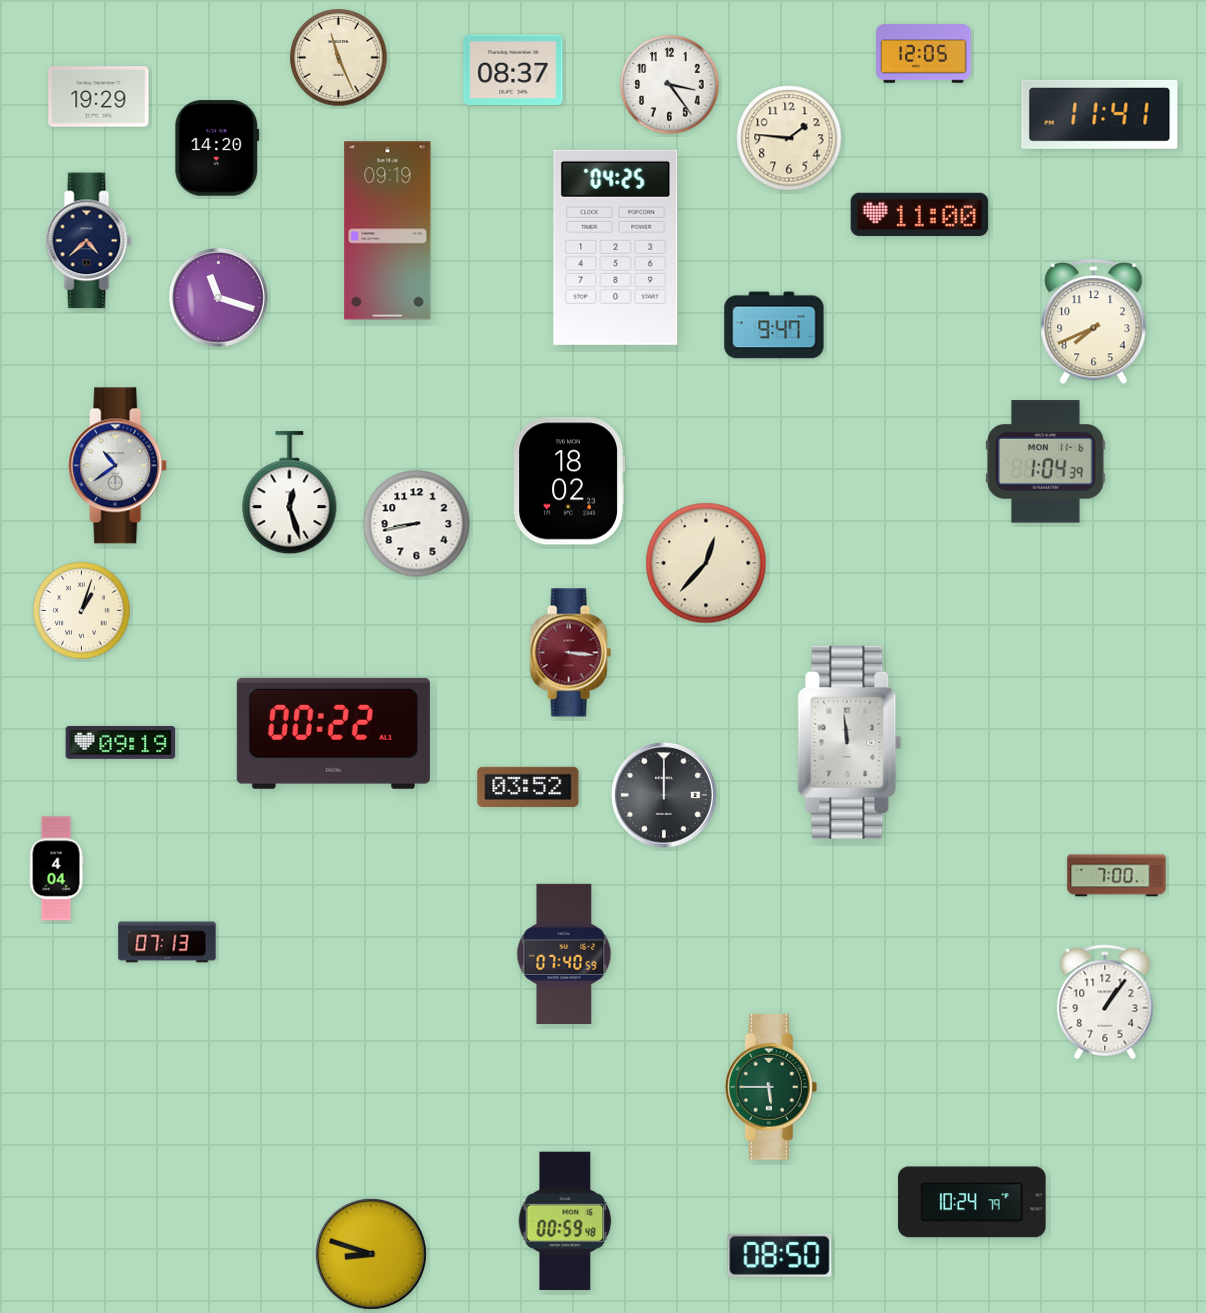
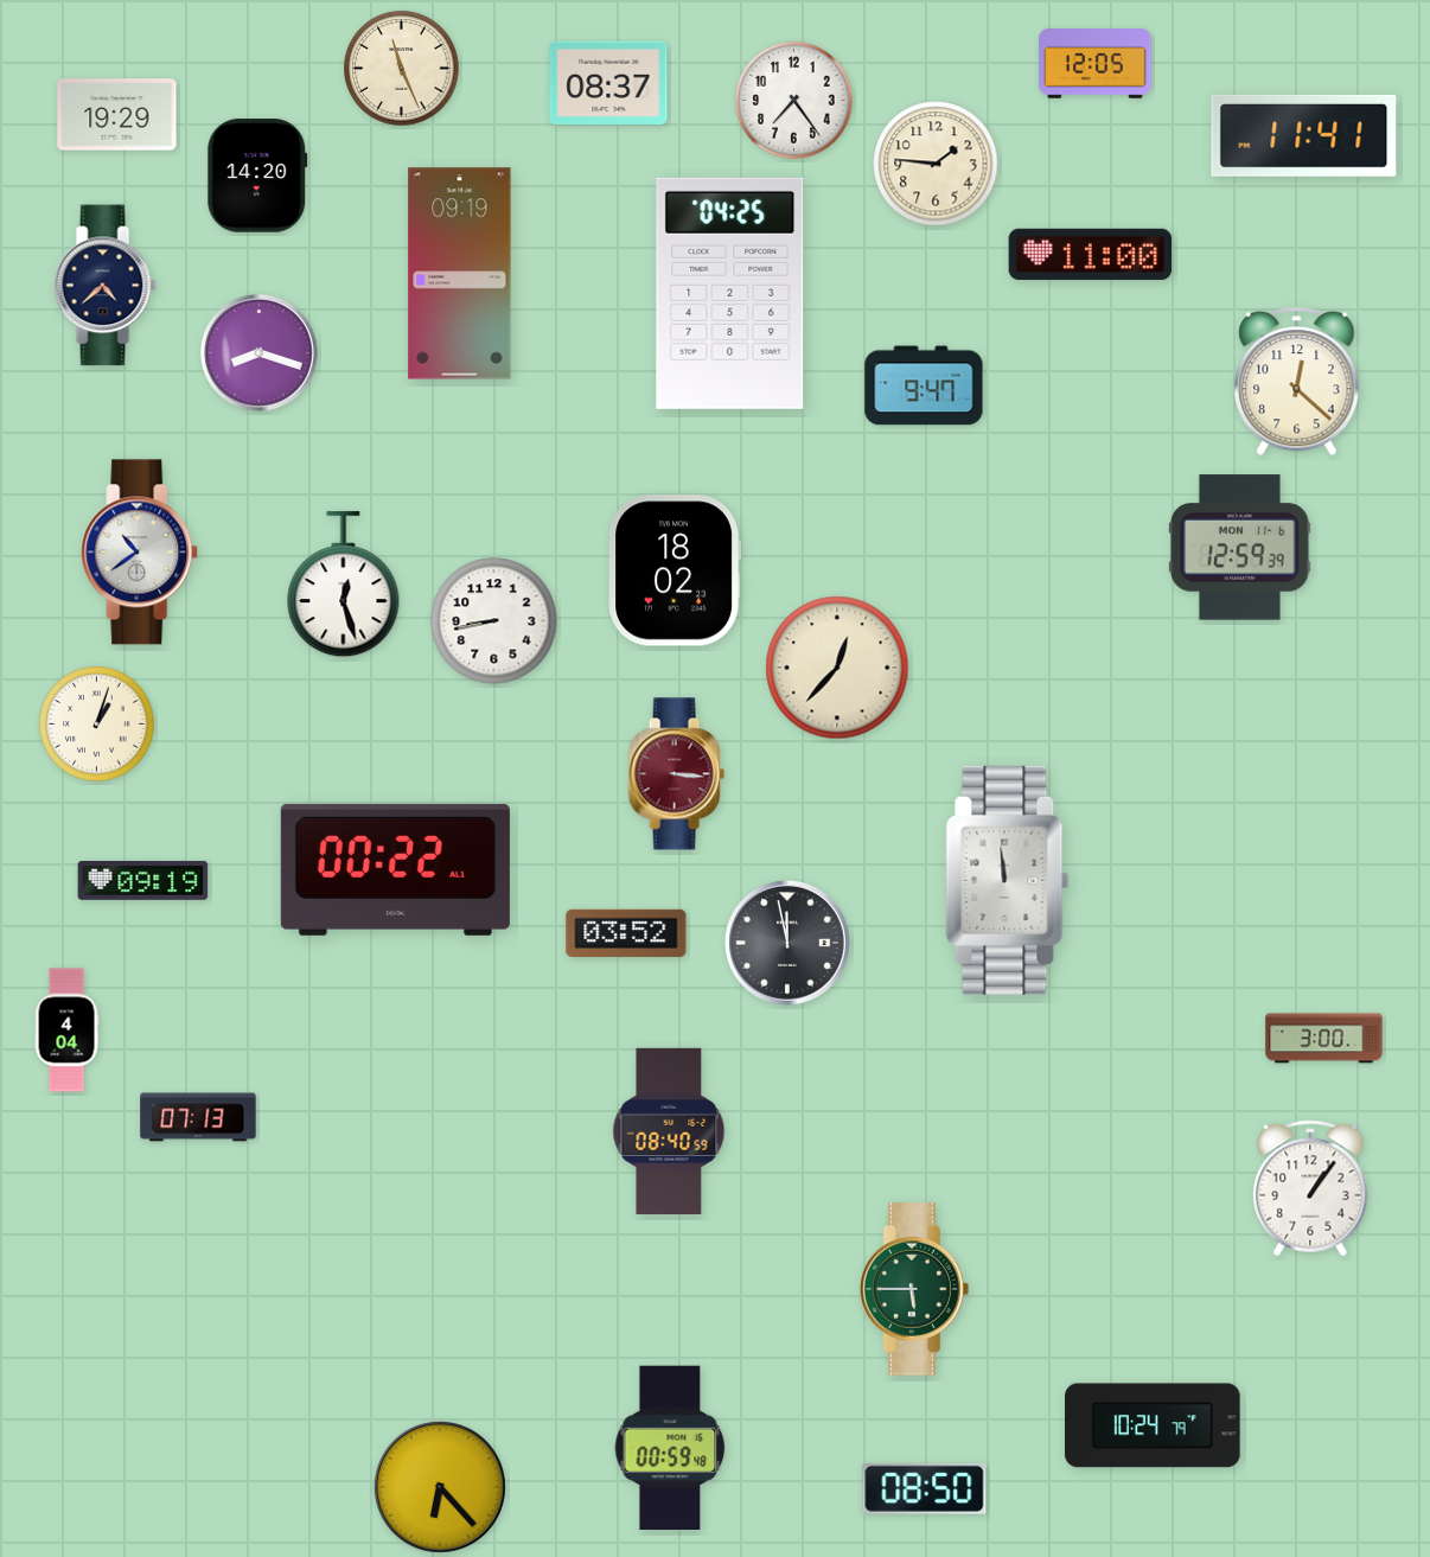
clock at (670, 85): 3:24 -> 7:24
clock at (219, 298): 11:18 -> 8:18
clock at (1094, 322): 7:41 -> 12:22
clock at (774, 325) position: (774, 325) -> (924, 385)
clock at (1046, 462): 1:04 -> 12:59
clock at (665, 796): 12:00 -> 11:58
clock at (1117, 876): 7:00 -> 3:00
clock at (564, 954): 07:40 -> 08:40
clock at (371, 1254): 8:48 -> 6:23
